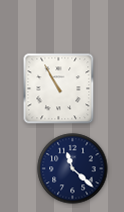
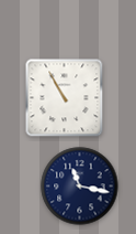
clock at (73, 169): 11:22 -> 11:17
